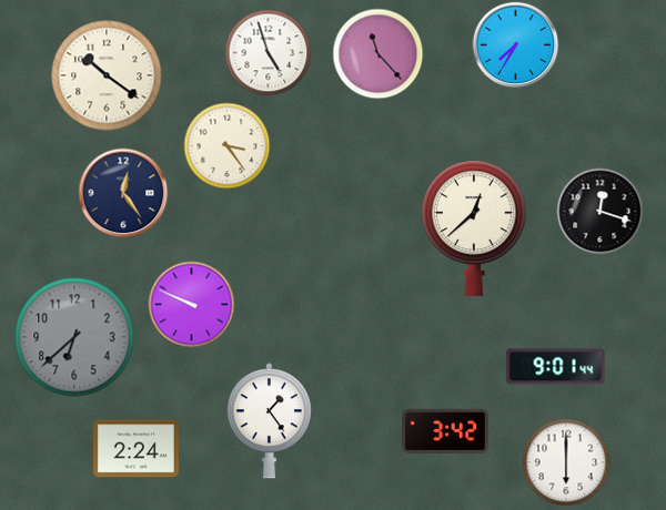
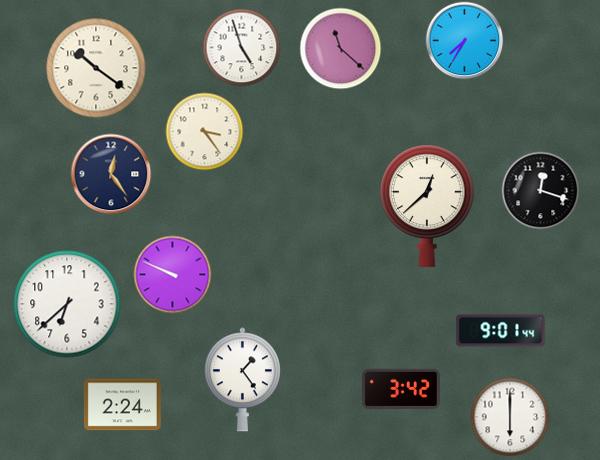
clock at (377, 53): 11:23 -> 11:22
clock at (74, 337) dial: grey -> white
